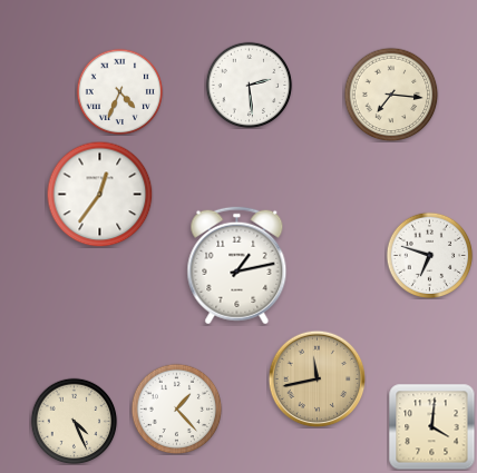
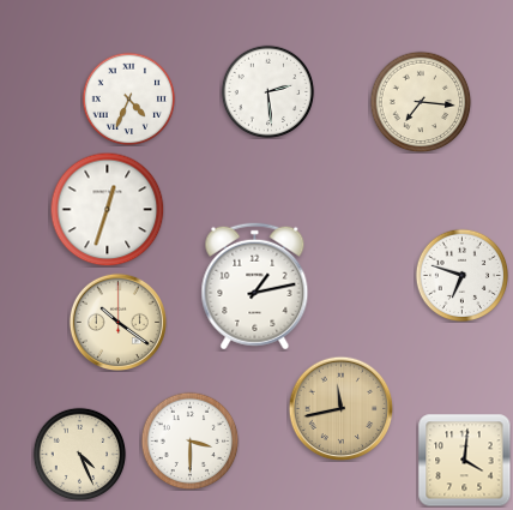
clock at (99, 194): 12:36 -> 12:33
clock at (117, 322): none -> 10:21
clock at (176, 408): 1:23 -> 3:30
